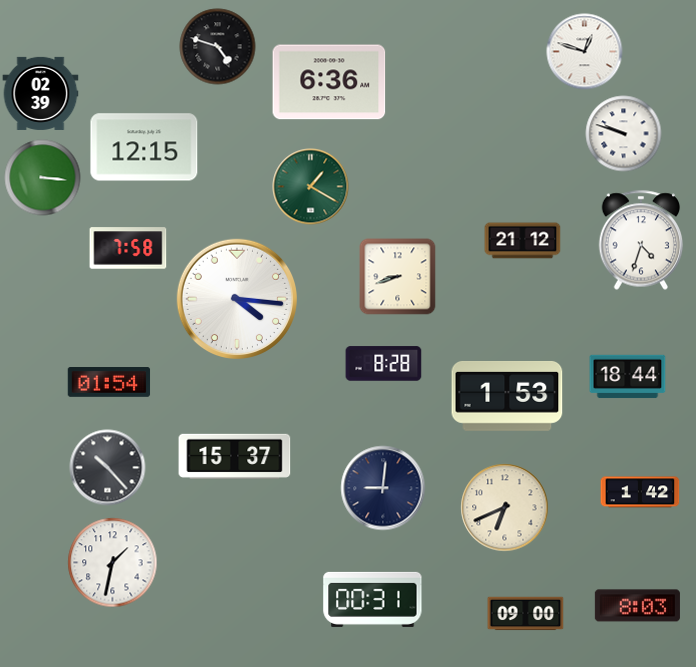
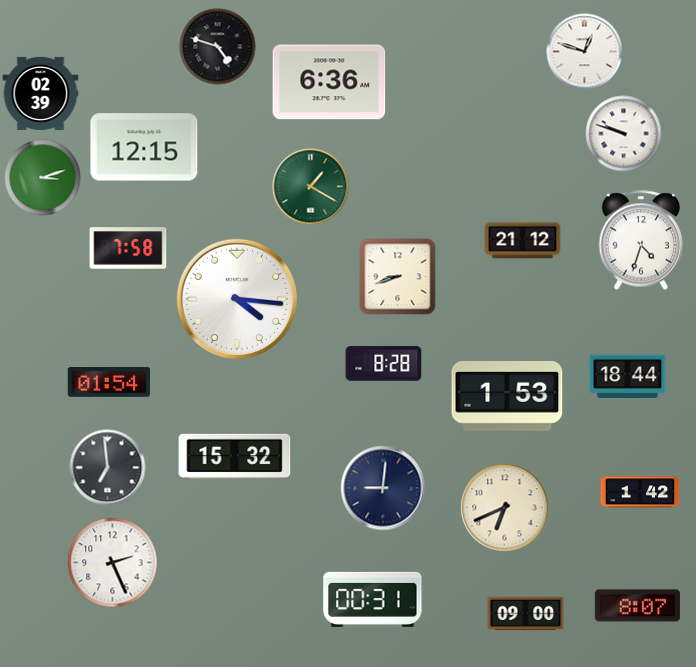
clock at (43, 178): 3:16 -> 3:12
clock at (235, 456): 15:37 -> 15:32
clock at (108, 468): 10:23 -> 6:59
clock at (113, 563): 1:32 -> 2:26
clock at (637, 606): 8:03 -> 8:07
